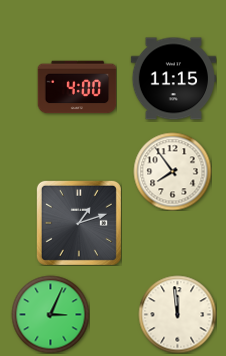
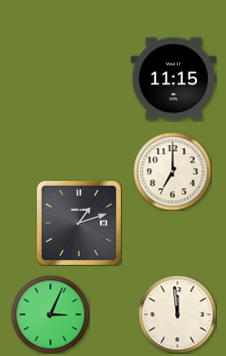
clock at (77, 87): 4:00 -> none
clock at (172, 171): 7:54 -> 7:00
